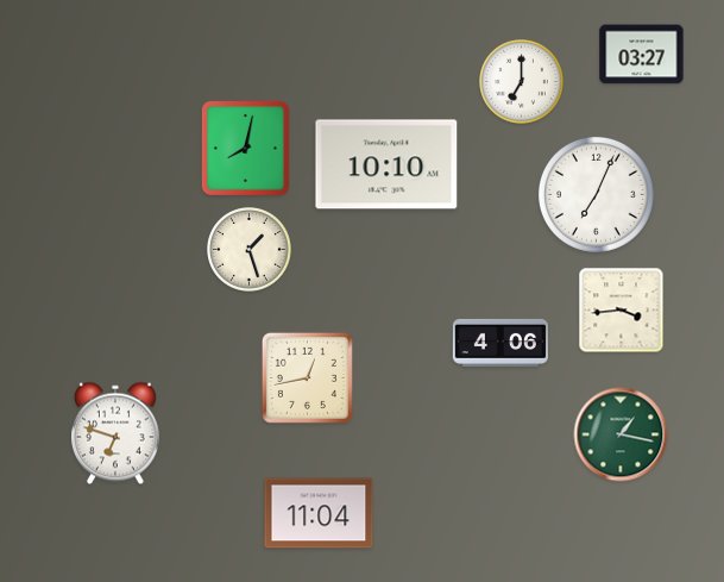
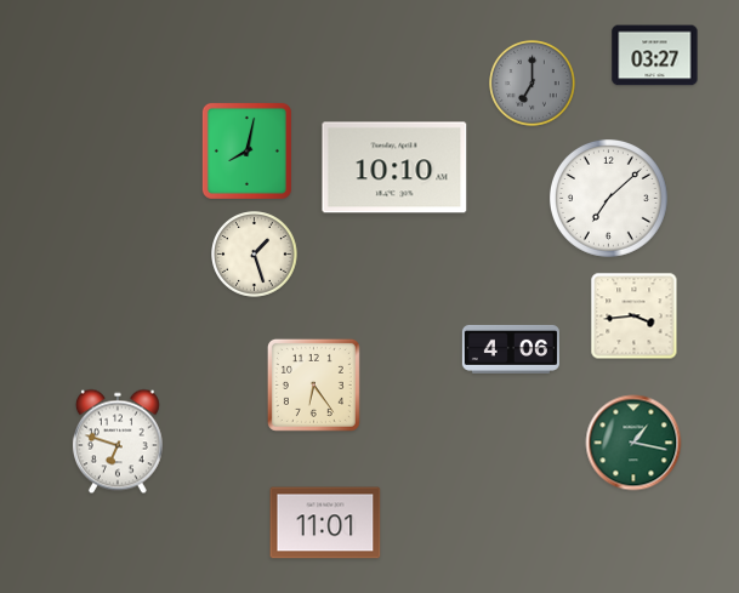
clock at (522, 82) dial: white -> grey
clock at (245, 148) position: (245, 148) -> (246, 150)
clock at (596, 194): 7:04 -> 7:08
clock at (307, 377): 12:43 -> 6:24
clock at (319, 513): 11:04 -> 11:01
